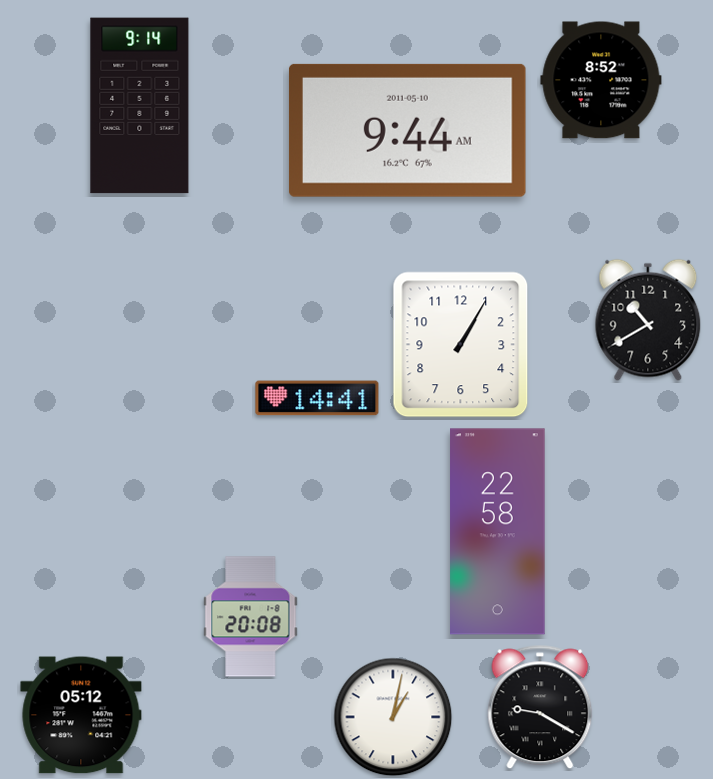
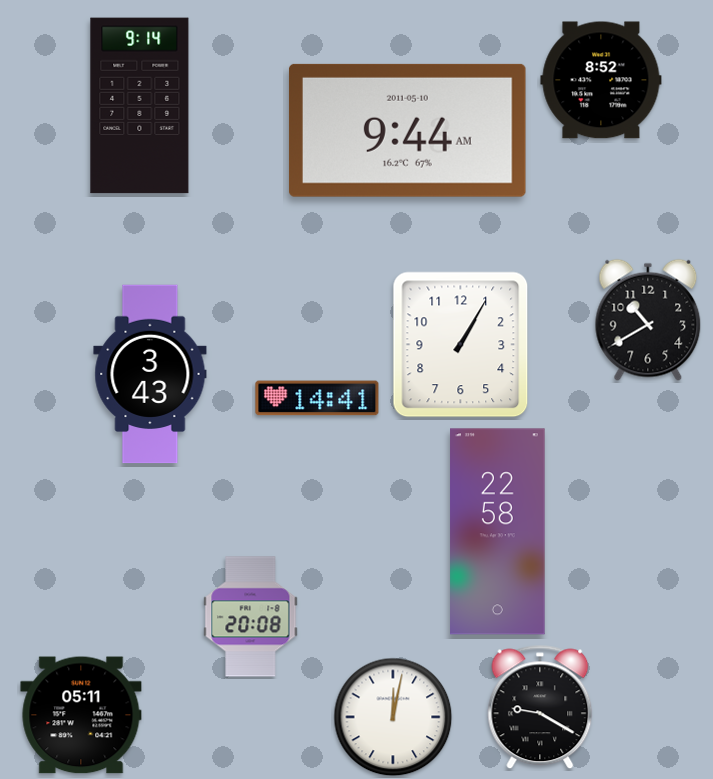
clock at (150, 374): none -> 3:43
clock at (81, 715): 05:12 -> 05:11
clock at (393, 717): 1:02 -> 12:02
